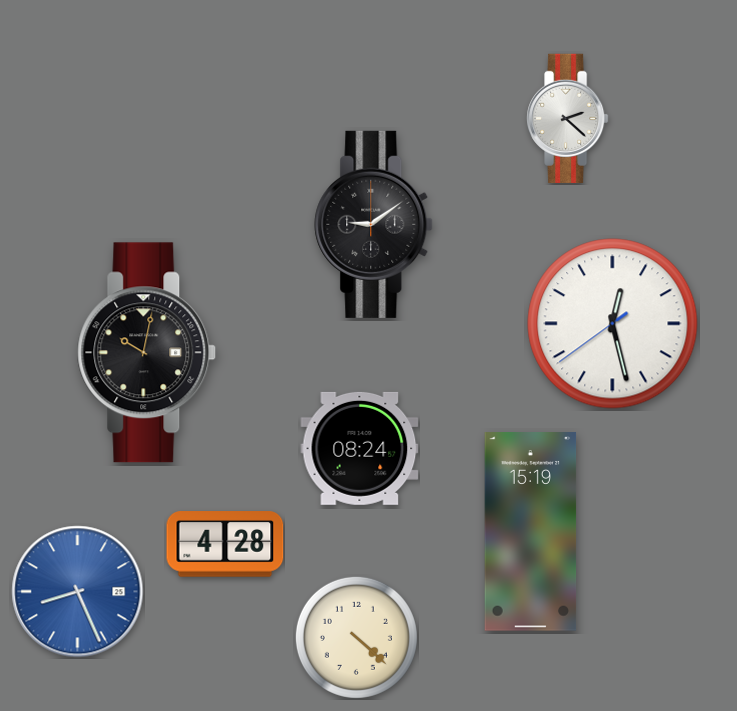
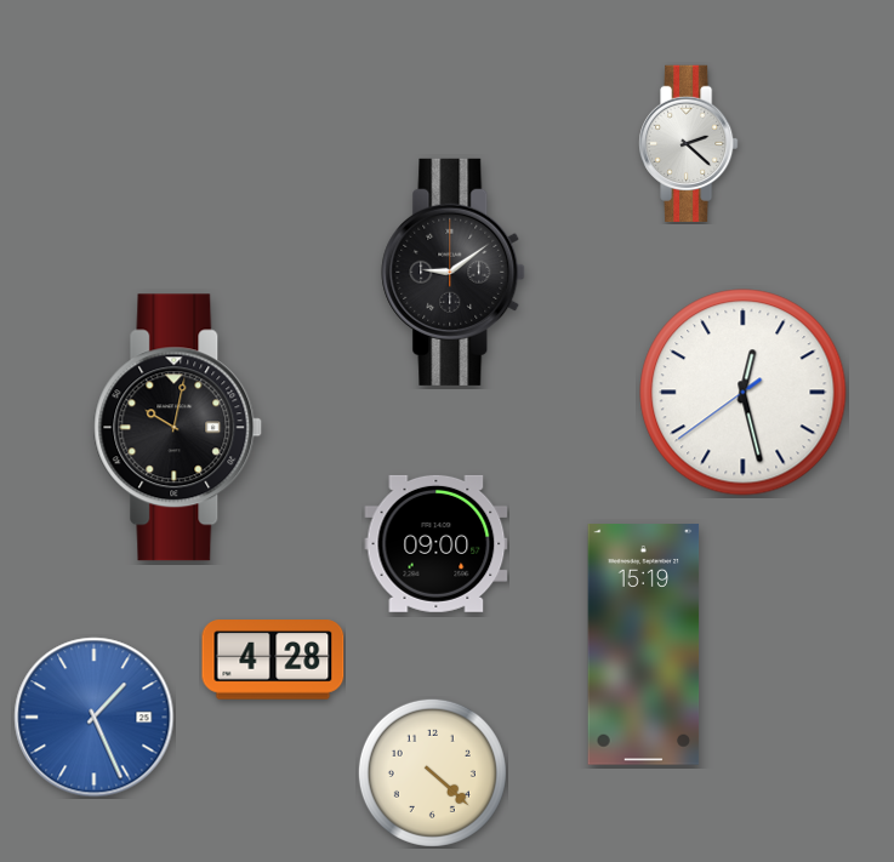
clock at (360, 448): 08:24 -> 09:00
clock at (78, 592): 8:26 -> 1:26
